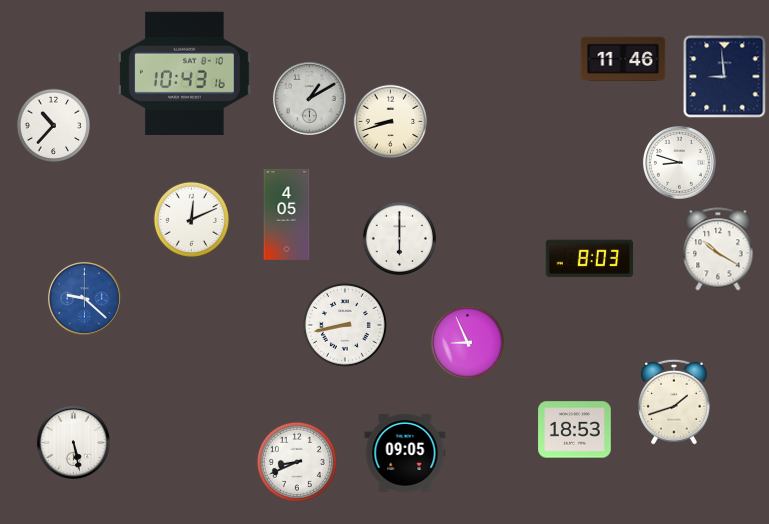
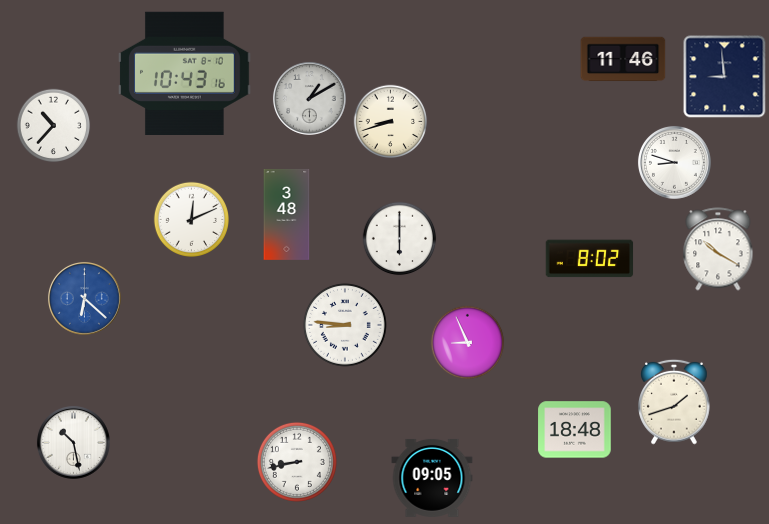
clock at (679, 162) position: (679, 162) -> (674, 162)
clock at (287, 214): 4:05 -> 3:48
clock at (590, 259): 8:03 -> 8:02
clock at (84, 298): 9:22 -> 6:22
clock at (345, 325): 8:43 -> 8:46
clock at (575, 430): 18:53 -> 18:48
clock at (73, 442): 5:28 -> 10:28
clock at (405, 453) position: (405, 453) -> (432, 478)
clock at (297, 462): 8:41 -> 8:43
